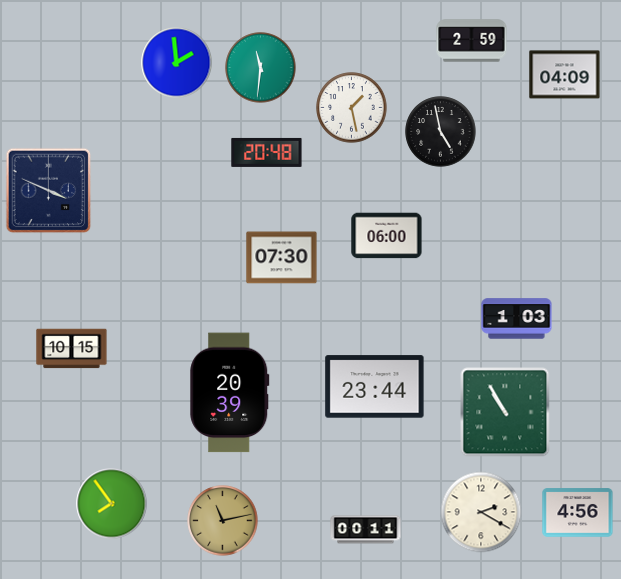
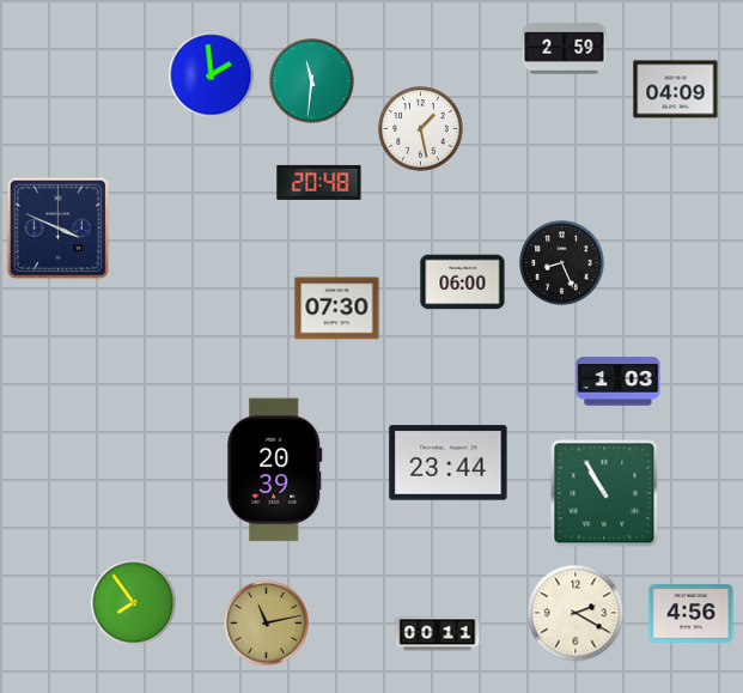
clock at (441, 132): 4:58 -> none
clock at (562, 263): none -> 8:26
clock at (72, 349): 10:15 -> none
